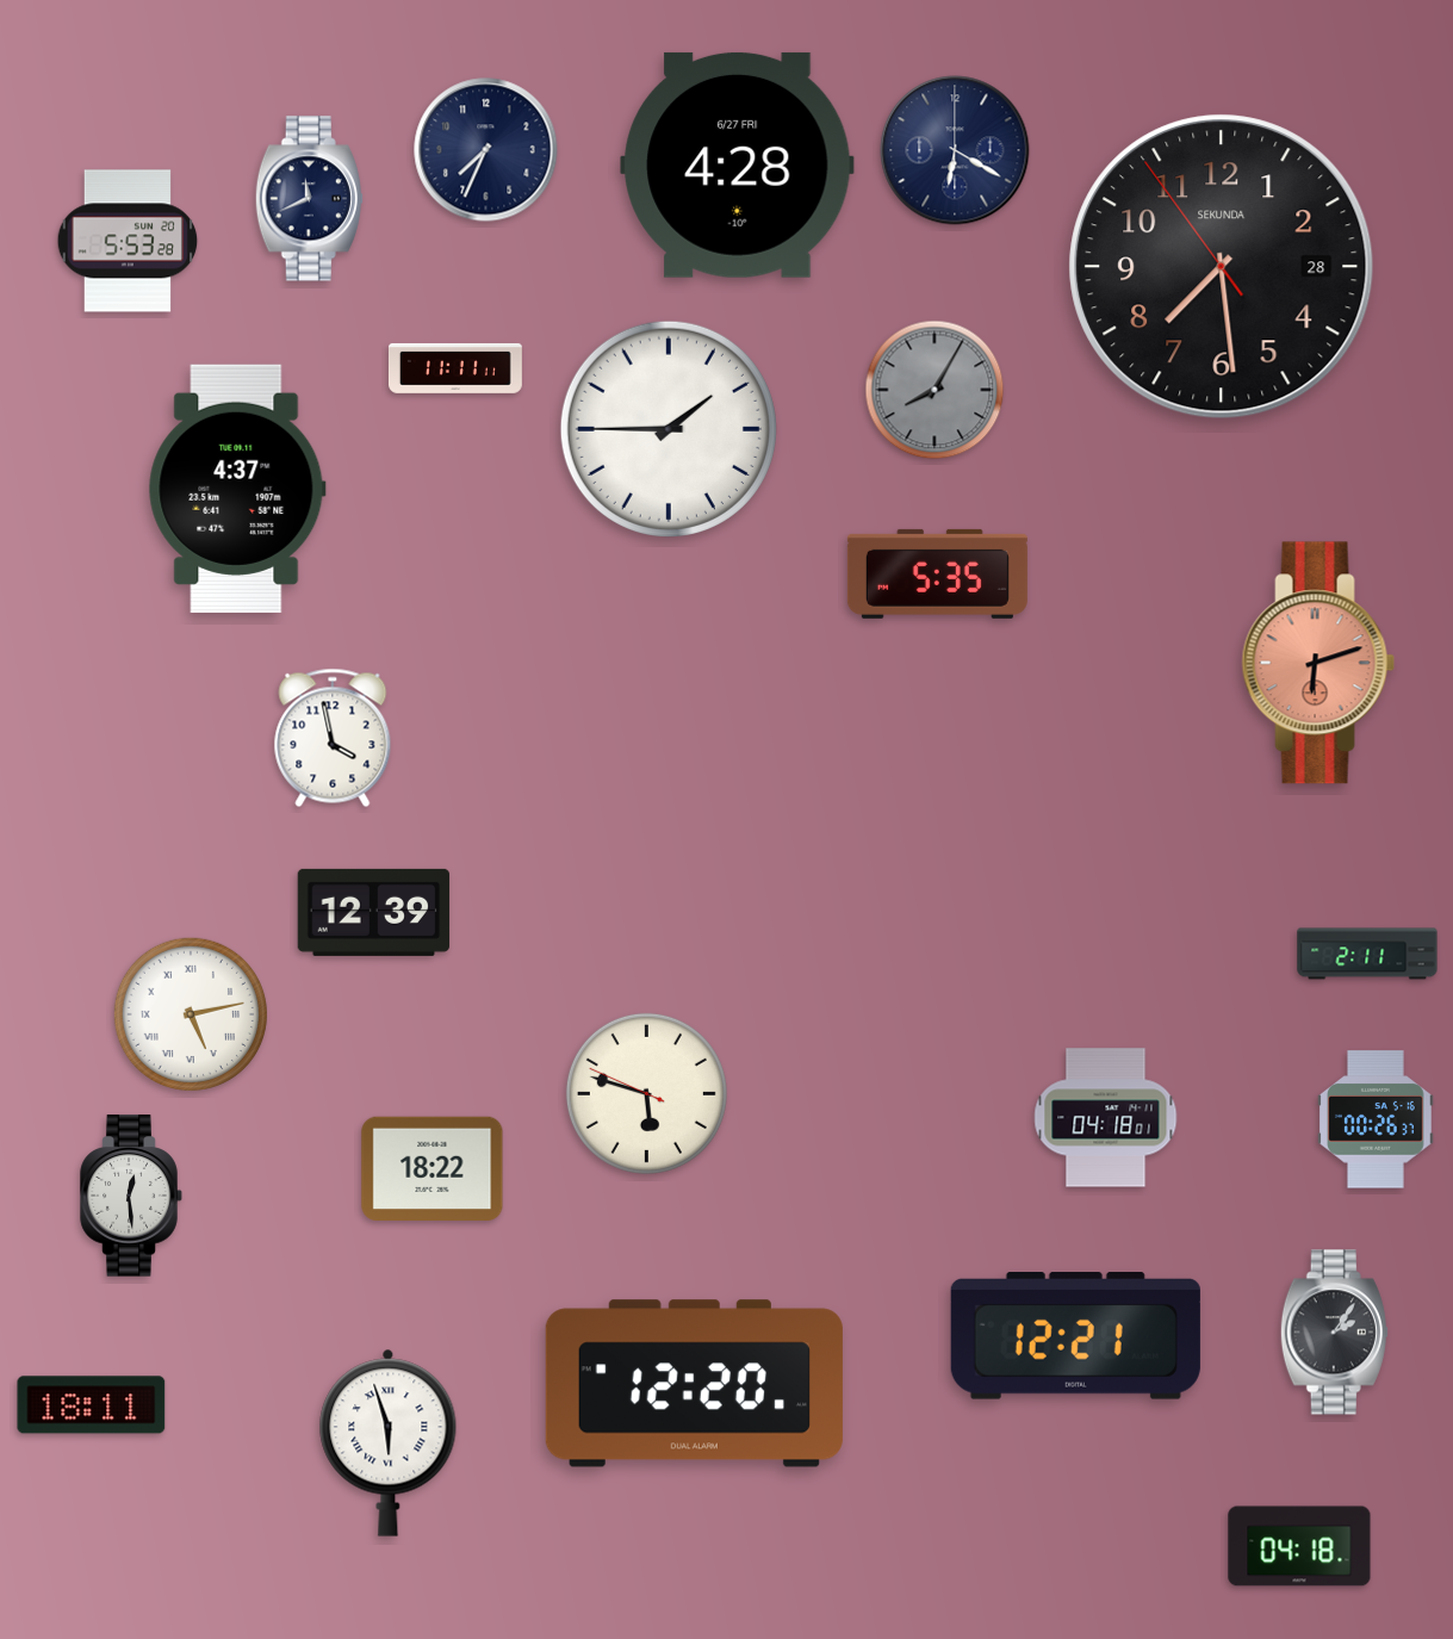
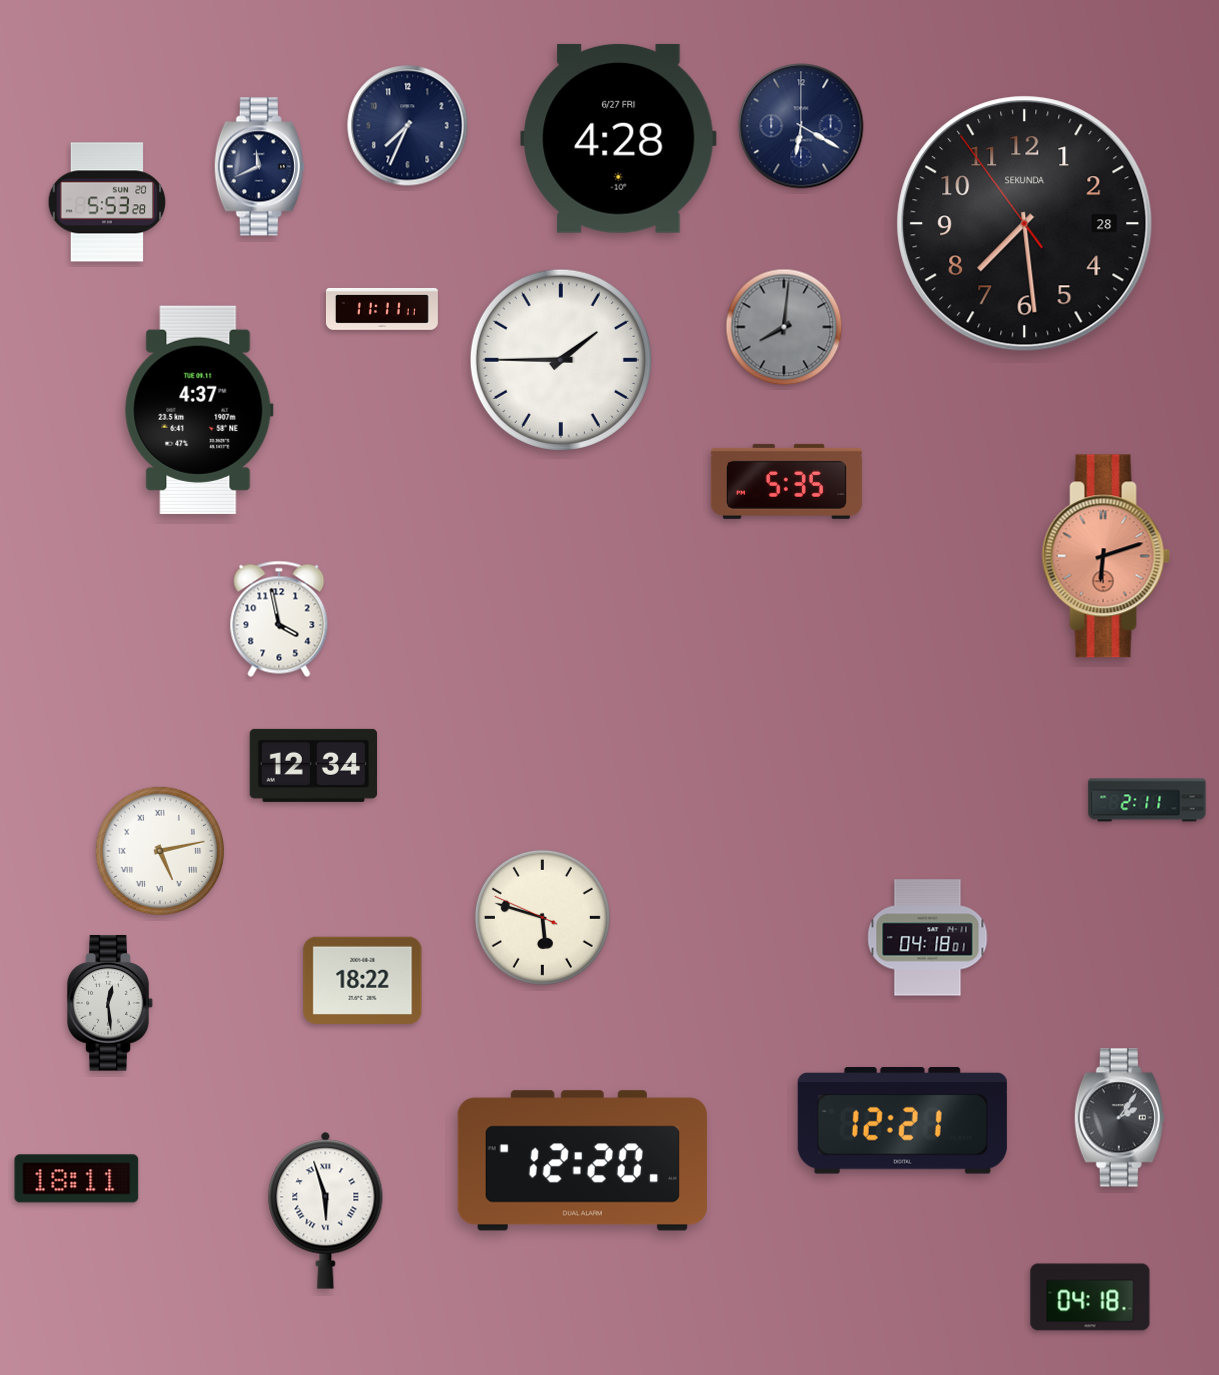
clock at (934, 390): 8:05 -> 8:01
clock at (374, 912): 12:39 -> 12:34
clock at (1377, 1119): 00:26 -> none
